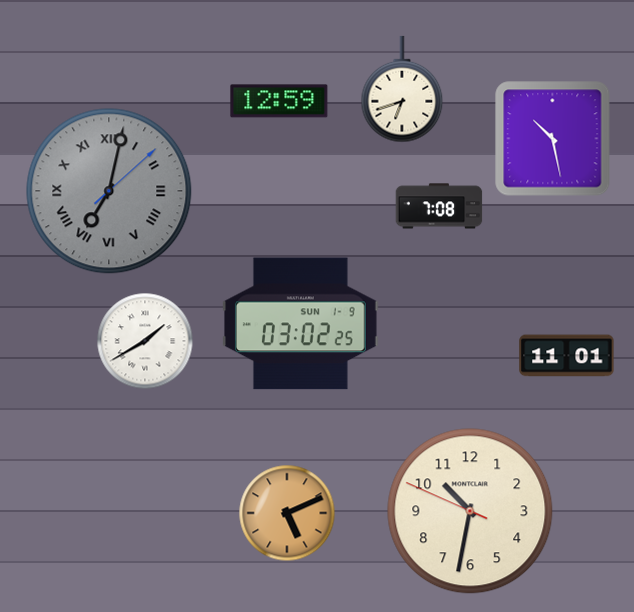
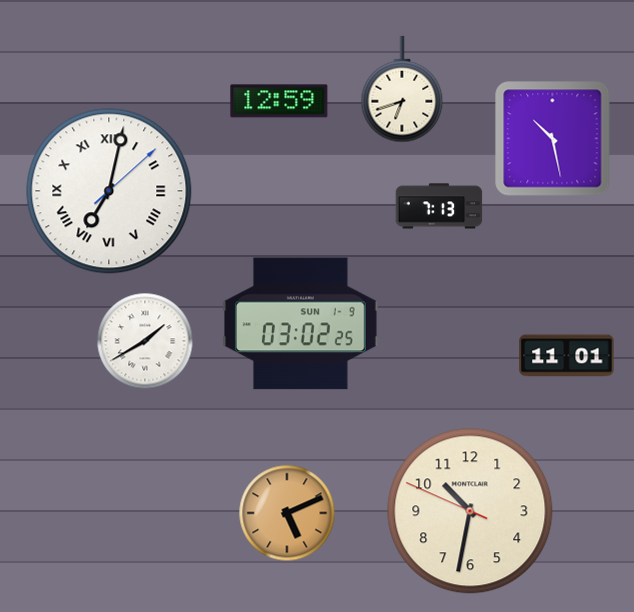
clock at (109, 191) dial: grey -> white
clock at (439, 206): 7:08 -> 7:13
